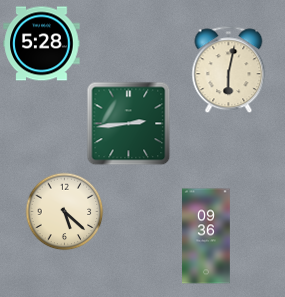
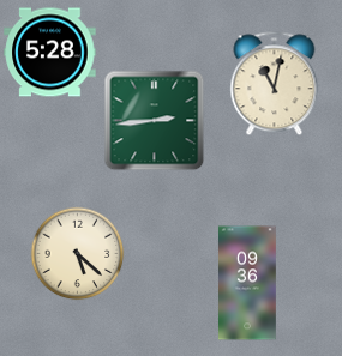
clock at (229, 69): 6:02 -> 11:02
clock at (128, 123) position: (128, 123) -> (154, 120)
